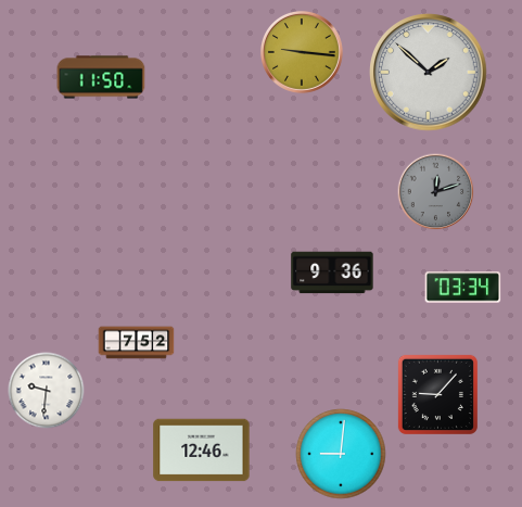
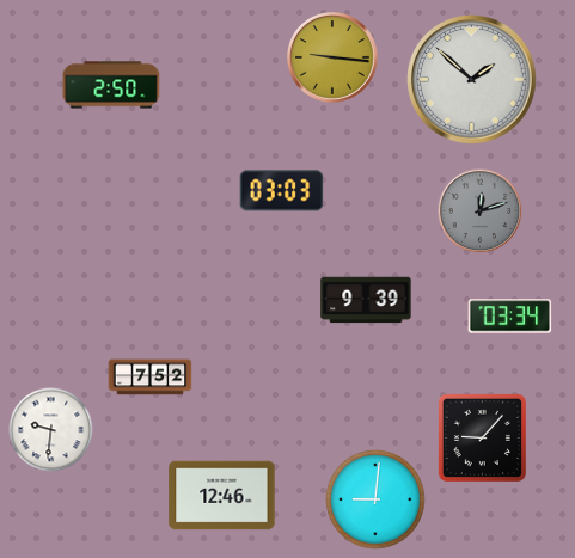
clock at (101, 77): 11:50 -> 2:50
clock at (282, 191): none -> 03:03
clock at (332, 272): 9:36 -> 9:39
clock at (437, 394) position: (437, 394) -> (482, 437)
